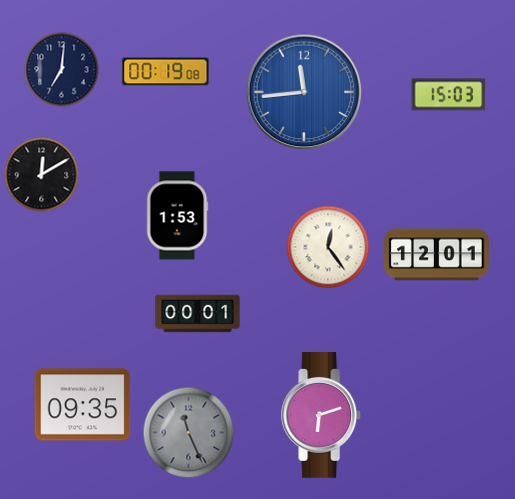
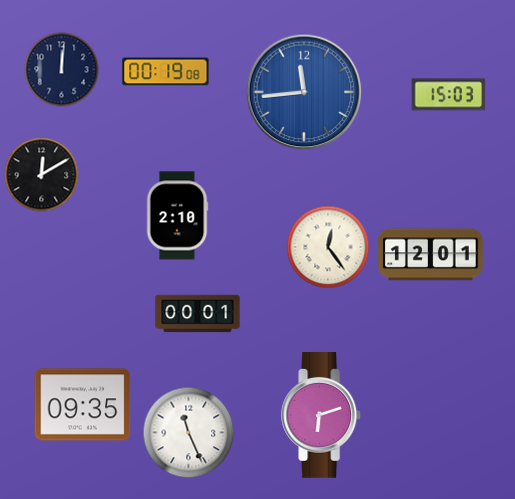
clock at (62, 70): 7:01 -> 12:01
clock at (177, 216): 1:53 -> 2:10
clock at (437, 255) position: (437, 255) -> (431, 255)
clock at (189, 433) dial: grey -> white
